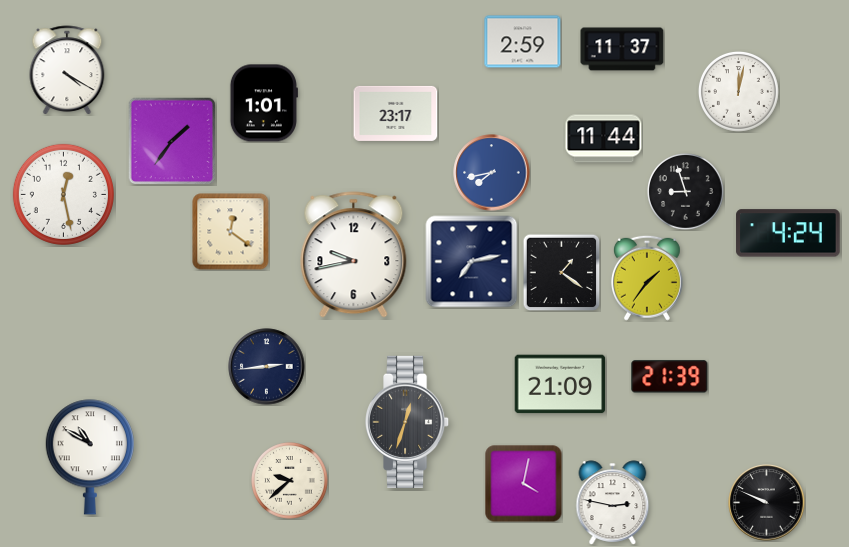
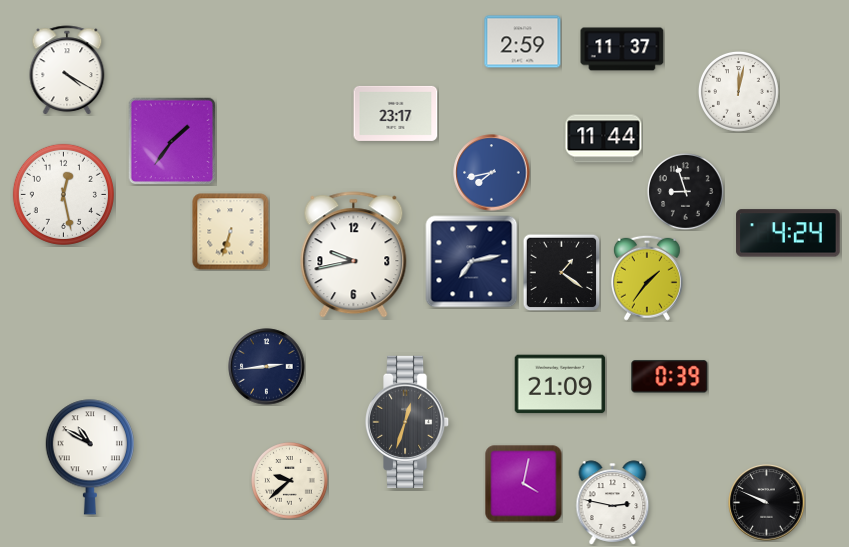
clock at (264, 103): 1:01 -> none
clock at (231, 232): 12:21 -> 6:33
clock at (670, 377): 21:39 -> 0:39
